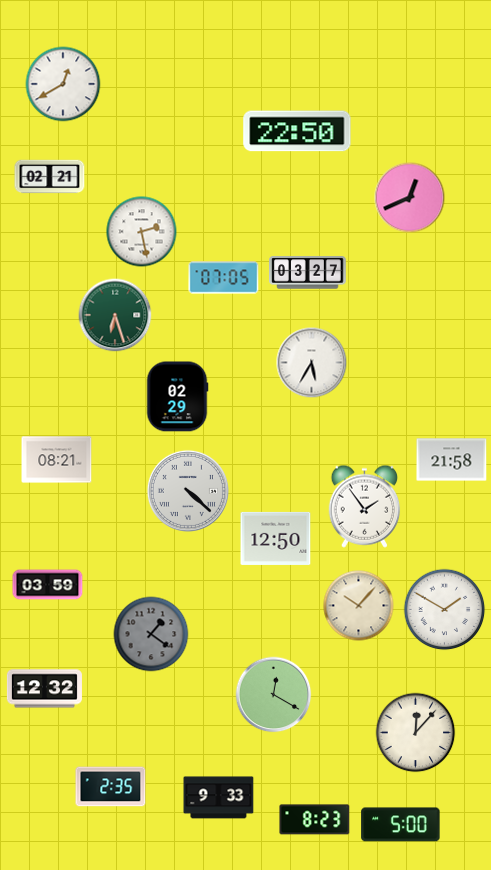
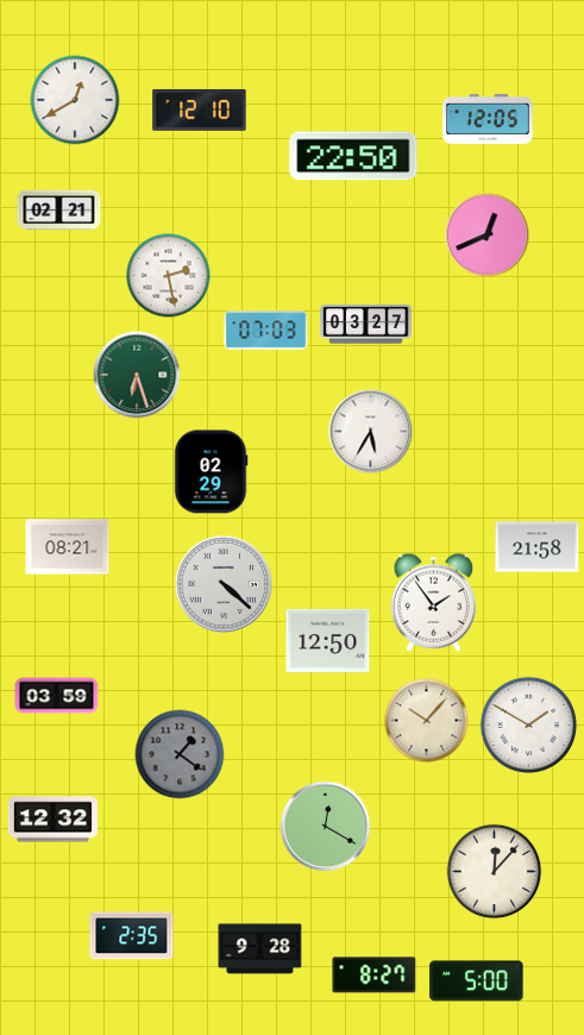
clock at (200, 109): none -> 12:10
clock at (488, 119): none -> 12:05
clock at (224, 278): 07:05 -> 07:03
clock at (219, 798): 9:33 -> 9:28
clock at (315, 820): 8:23 -> 8:27
